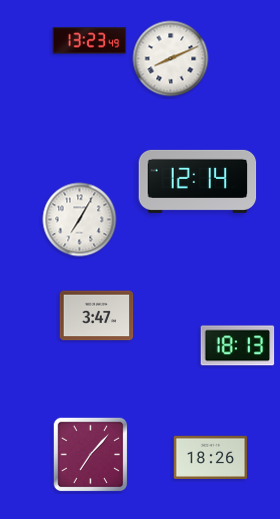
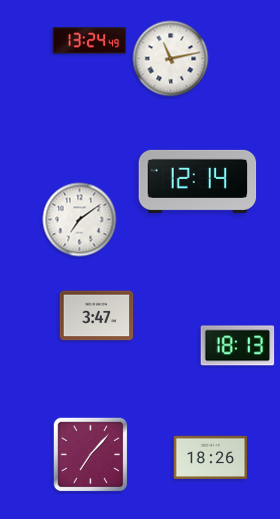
clock at (90, 41): 13:23 -> 13:24
clock at (171, 59): 8:11 -> 11:13
clock at (80, 220): 7:05 -> 7:09
